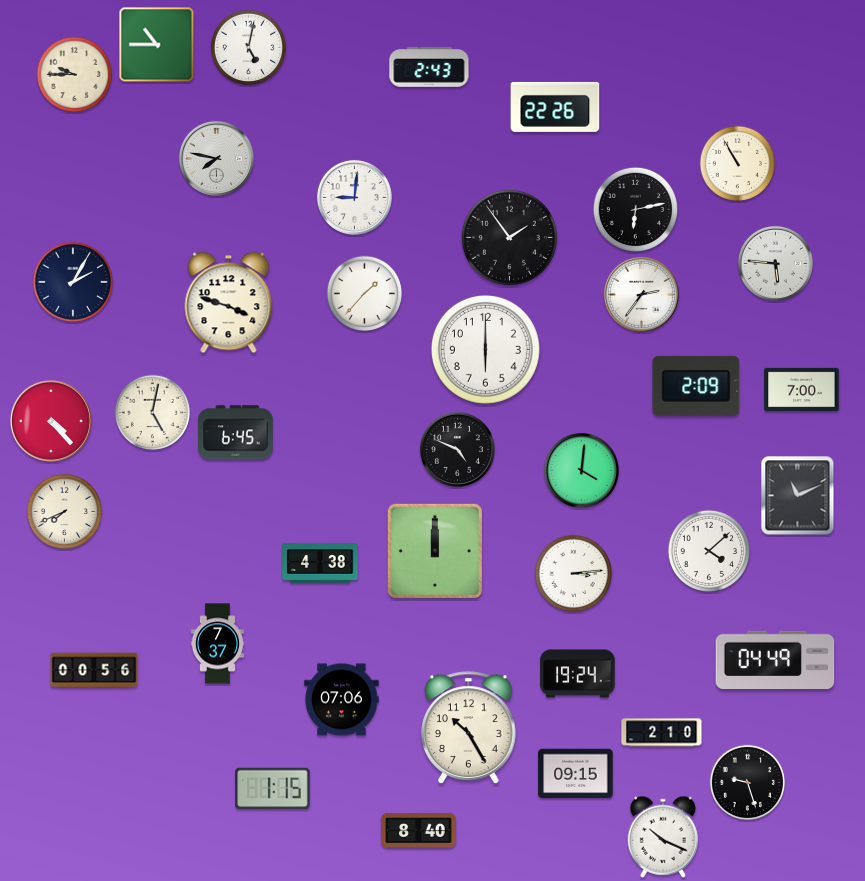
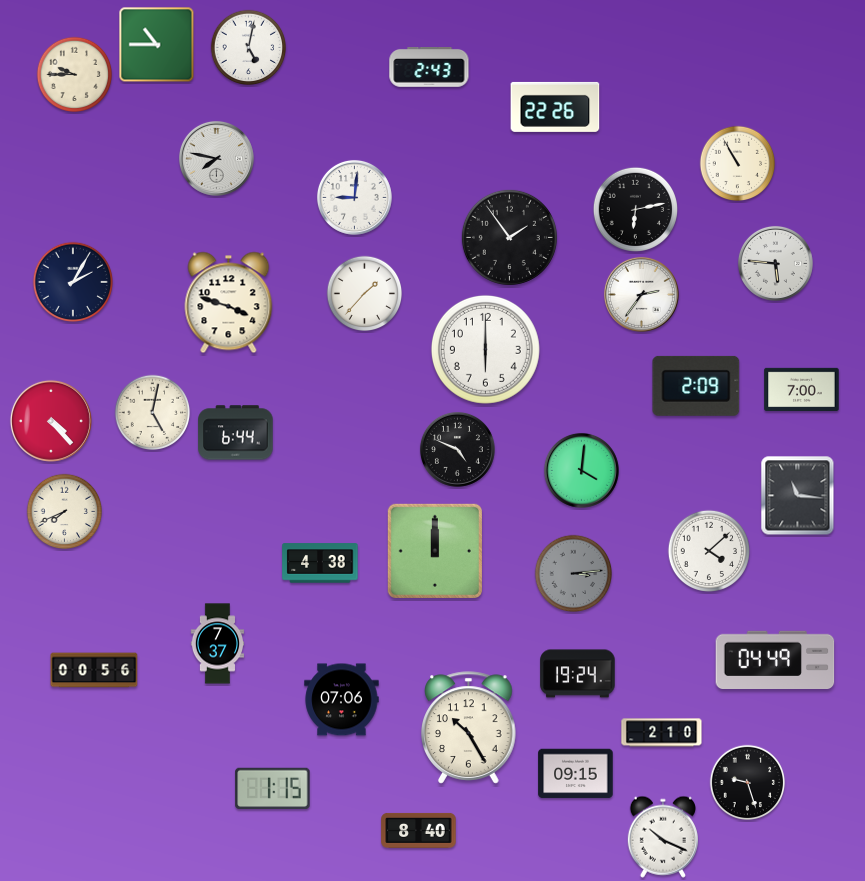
clock at (236, 433): 6:45 -> 6:44
clock at (798, 496): 11:11 -> 11:16
clock at (574, 574) dial: white -> grey
